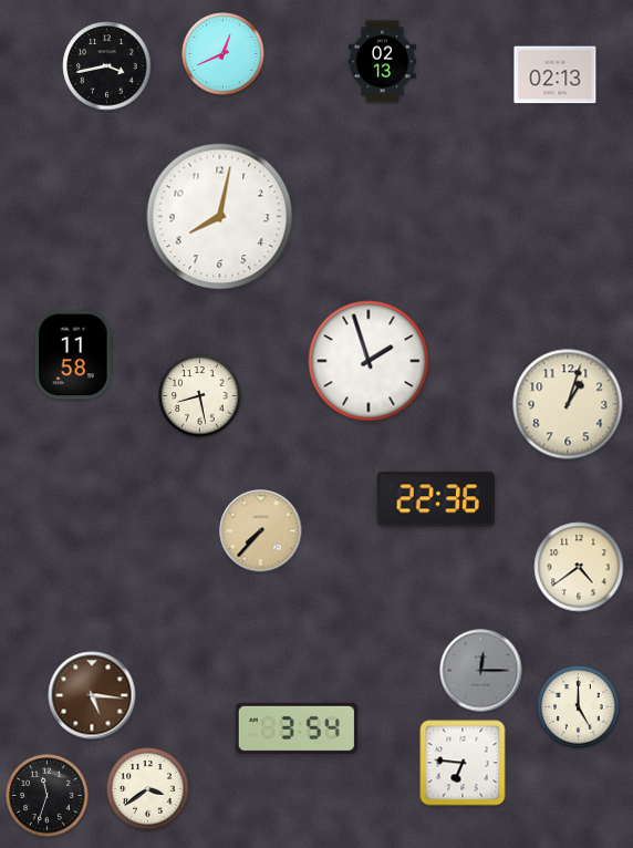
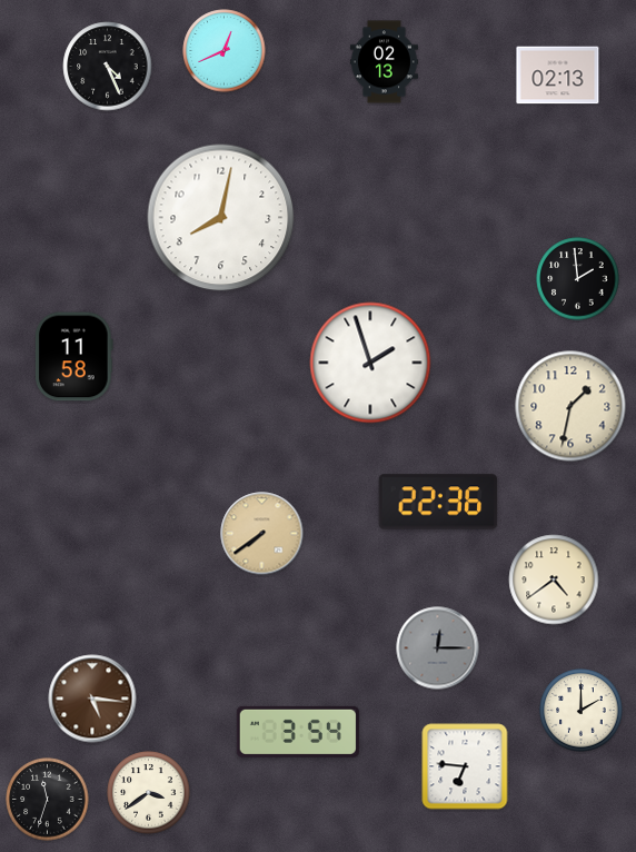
clock at (224, 54) position: (224, 54) -> (225, 51)
clock at (107, 66): 3:43 -> 4:26
clock at (578, 279): none -> 1:59
clock at (200, 396): 8:28 -> none
clock at (568, 404): 1:03 -> 1:32
clock at (261, 531): 7:37 -> 7:39
clock at (579, 567) position: (579, 567) -> (554, 579)
clock at (481, 671) position: (481, 671) -> (438, 648)
clock at (579, 707): 5:00 -> 2:00
